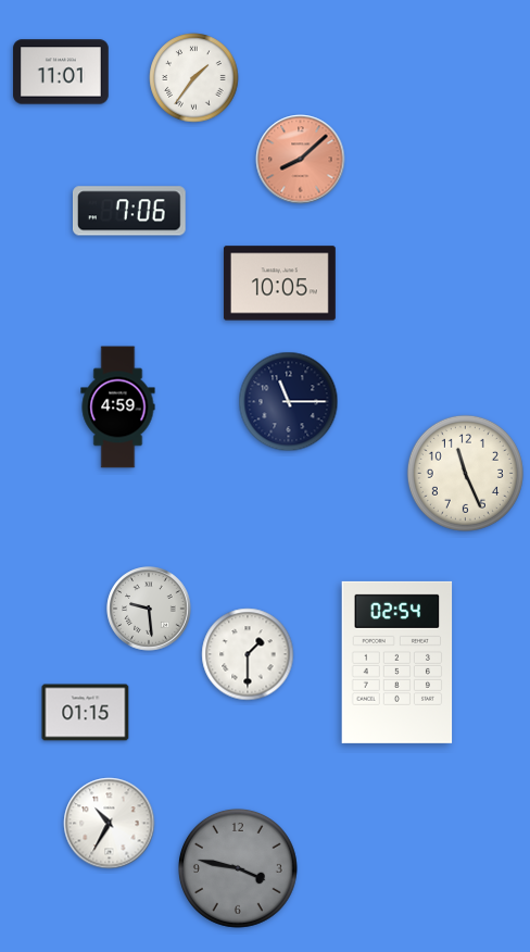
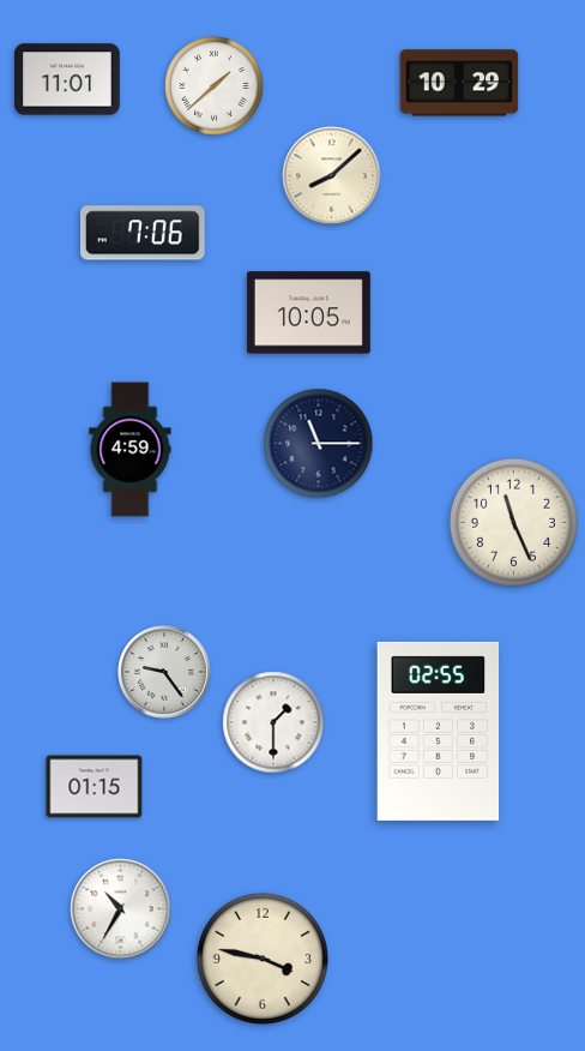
clock at (459, 83): none -> 10:29
clock at (194, 78): 1:36 -> 1:38
clock at (301, 160) dial: salmon -> cream
clock at (149, 609): 9:29 -> 9:24
clock at (397, 662): 02:54 -> 02:55
clock at (238, 868) dial: grey -> cream
